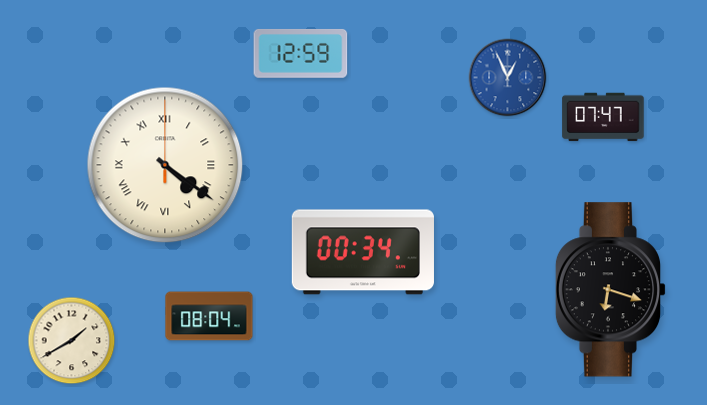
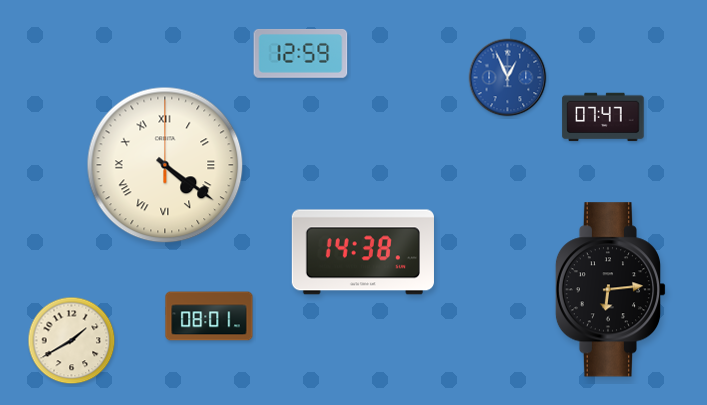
clock at (363, 252): 00:34 -> 14:38
clock at (611, 290): 6:18 -> 6:14
clock at (209, 316): 08:04 -> 08:01
